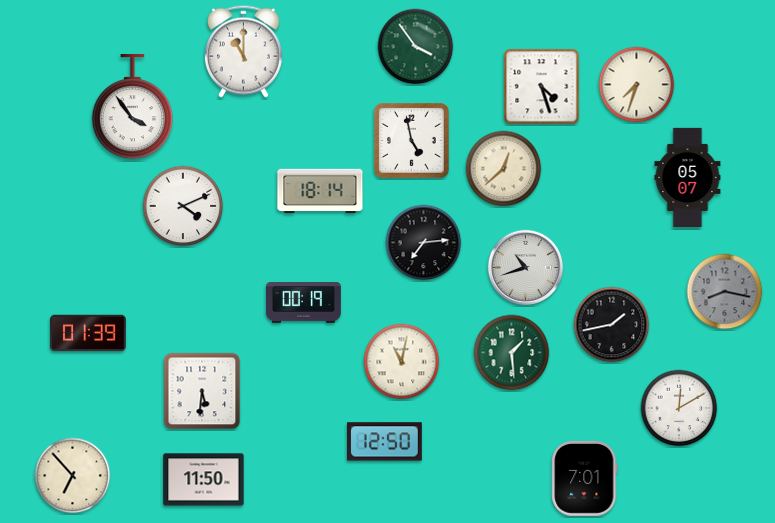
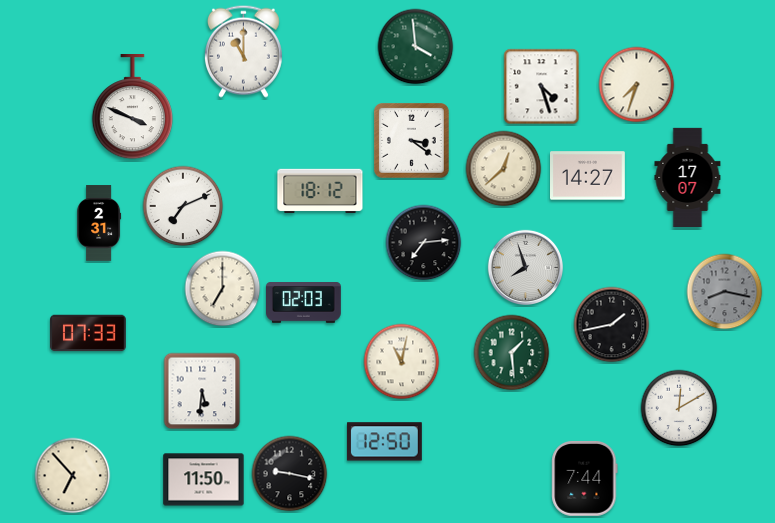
clock at (416, 47): 3:54 -> 3:59
clock at (132, 108): 3:54 -> 3:49
clock at (412, 141): 4:58 -> 3:21
clock at (588, 176): none -> 14:27
clock at (688, 177): 05:07 -> 17:07
clock at (320, 191): 18:14 -> 18:12
clock at (183, 206): 4:11 -> 7:11
clock at (99, 223): none -> 2:31
clock at (525, 267): 10:42 -> 7:57
clock at (223, 289): none -> 7:00
clock at (304, 303): 00:19 -> 02:03
clock at (88, 333): 01:39 -> 07:33
clock at (290, 474): none -> 9:17
clock at (585, 478): 7:01 -> 7:44
